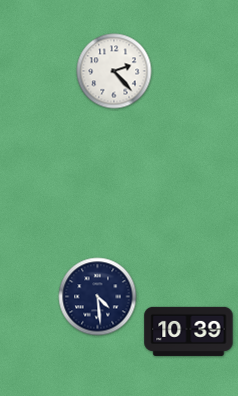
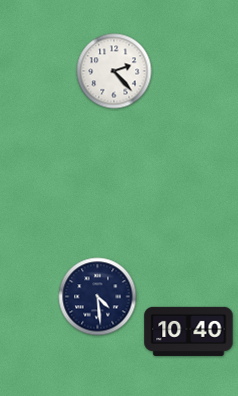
clock at (189, 331): 10:39 -> 10:40
